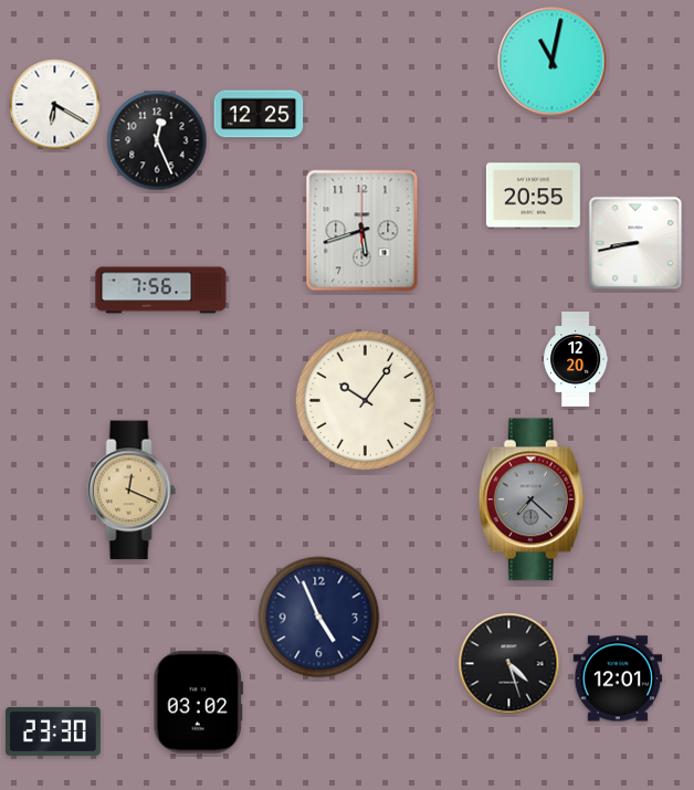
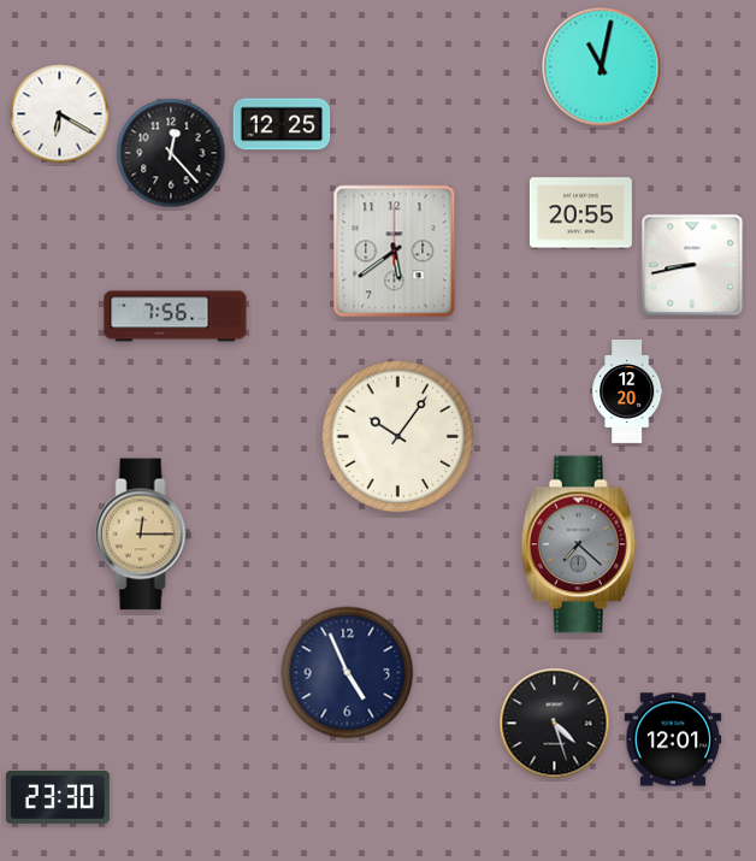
clock at (157, 140): 12:26 -> 12:23
clock at (362, 231): 5:42 -> 5:39
clock at (132, 491): 12:19 -> 12:15
clock at (198, 703): 03:02 -> none
